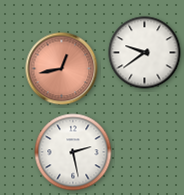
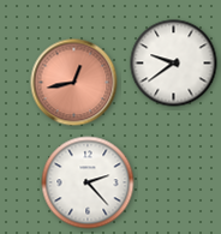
clock at (73, 152): 2:28 -> 2:23
